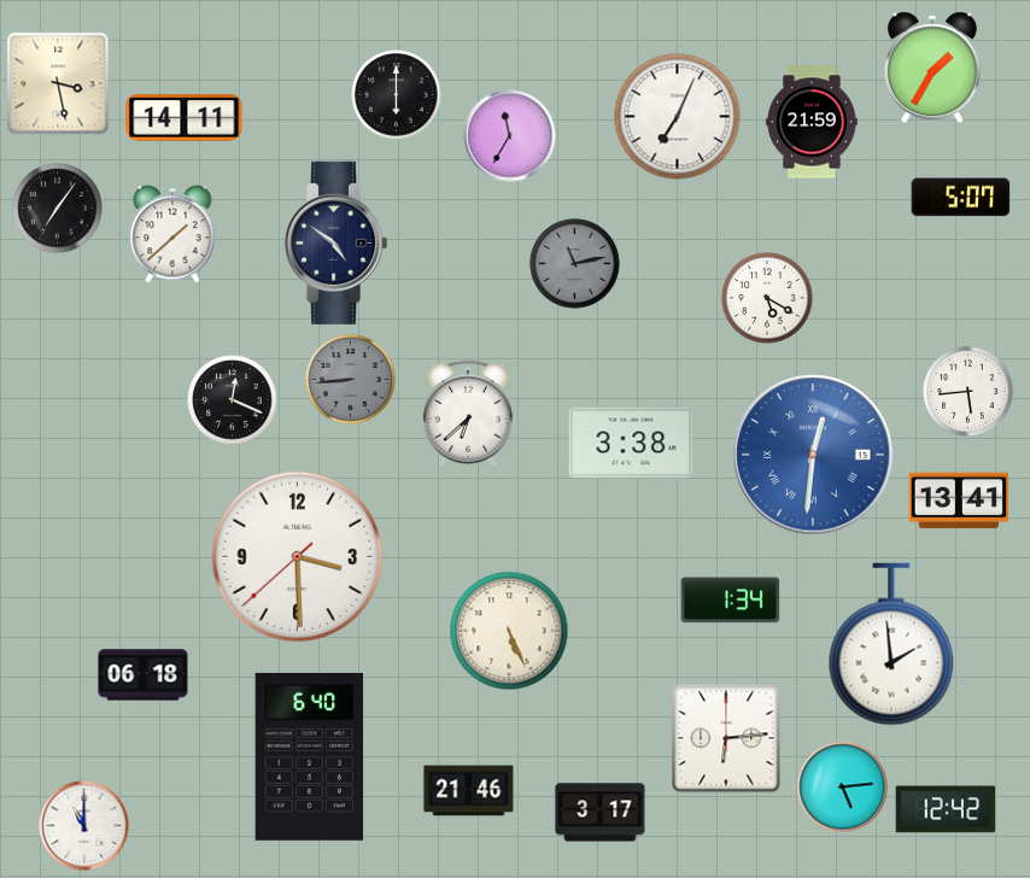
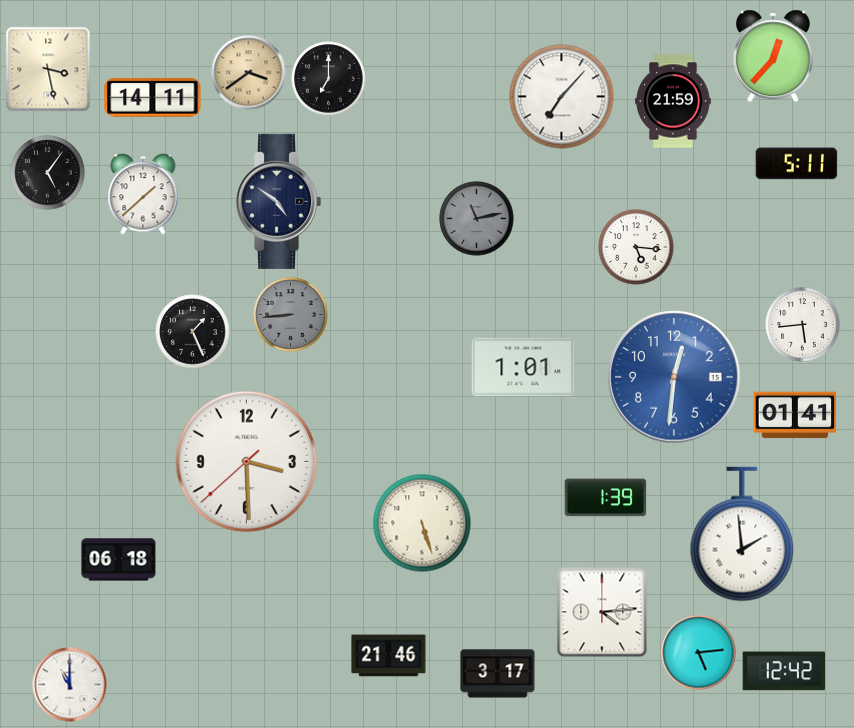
clock at (932, 68): 1:35 -> 12:37
clock at (249, 73): none -> 3:39
clock at (397, 95): 6:00 -> 7:00
clock at (678, 117): 7:04 -> 7:07
clock at (510, 136): 11:35 -> none
clock at (961, 198): 5:07 -> 5:11
clock at (58, 209): 7:06 -> 5:06
clock at (767, 298): 5:20 -> 5:16
clock at (233, 400): 12:19 -> 1:26
clock at (468, 414): 6:38 -> none
clock at (631, 443): 3:38 -> 1:01
clock at (813, 455) numerals: Roman -> Arabic
clock at (959, 501): 13:41 -> 01:41
clock at (731, 601): 1:34 -> 1:39
clock at (509, 631): 5:26 -> 5:27
clock at (891, 644) position: (891, 644) -> (742, 534)
clock at (726, 738): 6:14 -> 4:14
clock at (310, 756): 6:40 -> none
